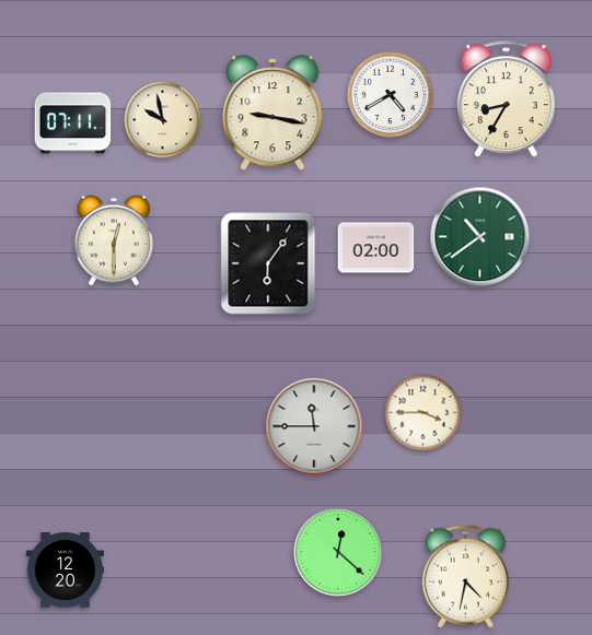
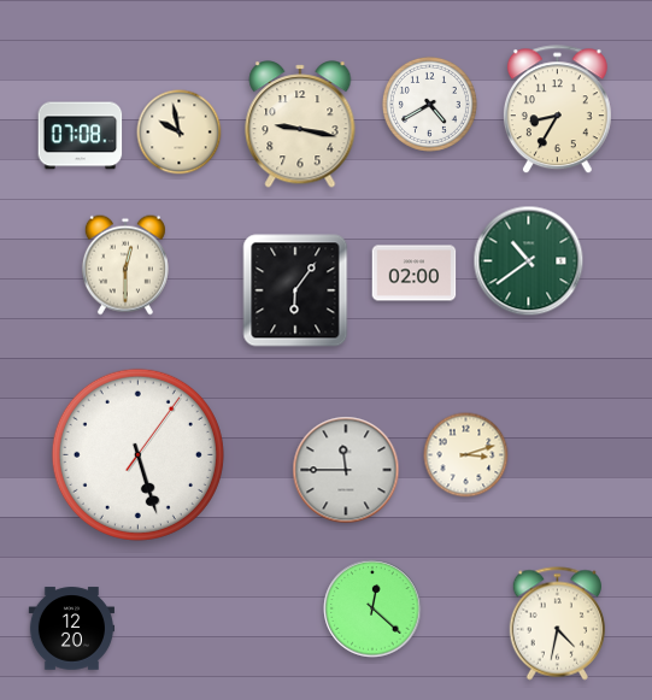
clock at (73, 124): 07:11 -> 07:08
clock at (137, 454): none -> 5:27
clock at (423, 413): 3:45 -> 3:12
clock at (465, 577) position: (465, 577) -> (557, 624)
